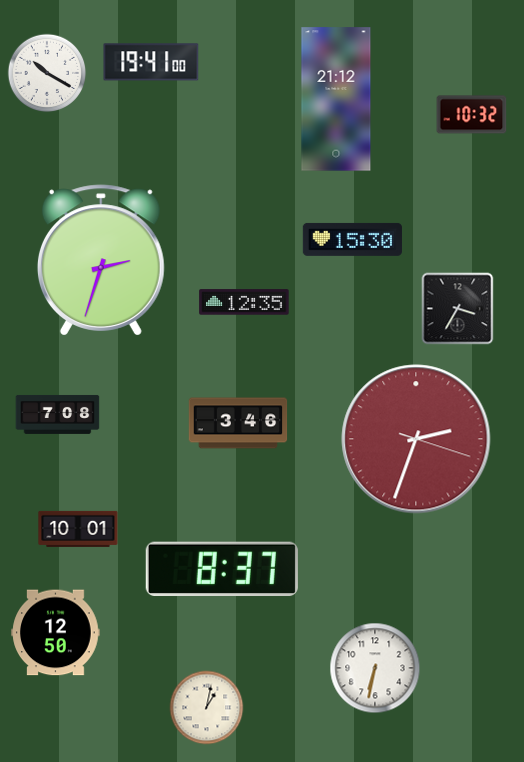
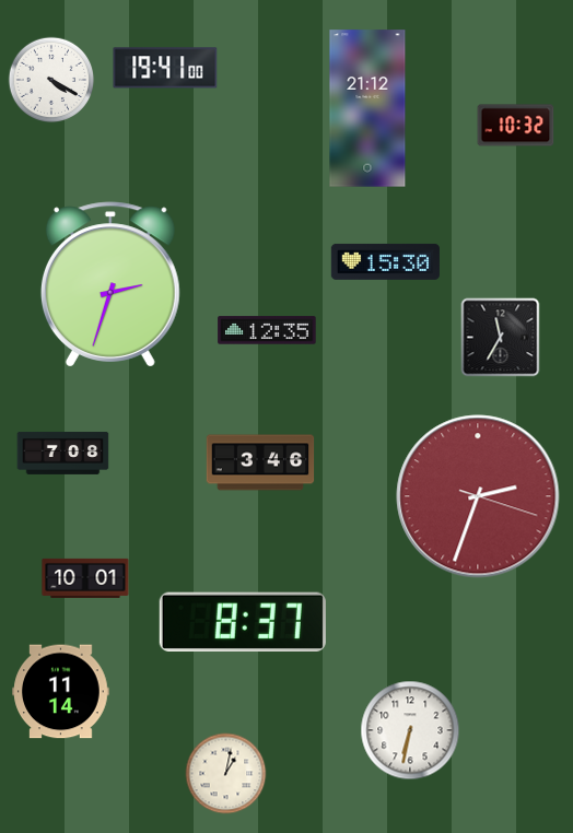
clock at (47, 73): 10:20 -> 4:20
clock at (458, 309): 3:35 -> 11:35
clock at (416, 439) position: (416, 439) -> (478, 496)
clock at (56, 633): 12:50 -> 11:14
